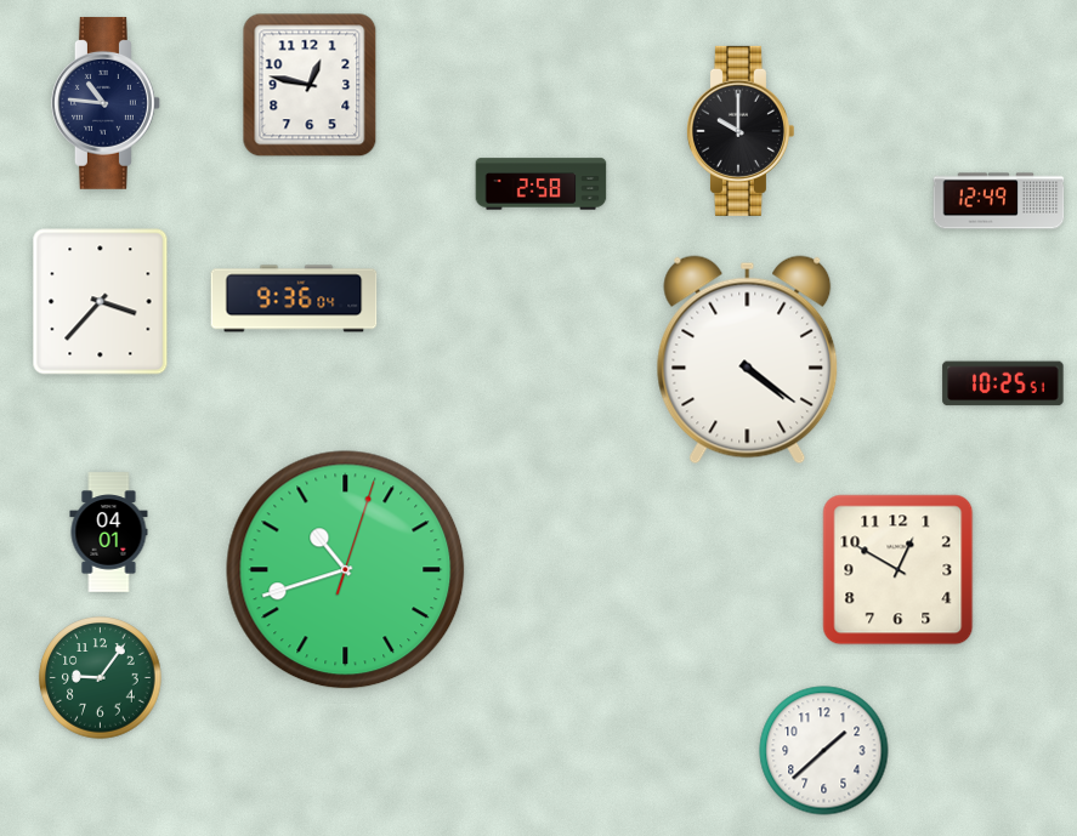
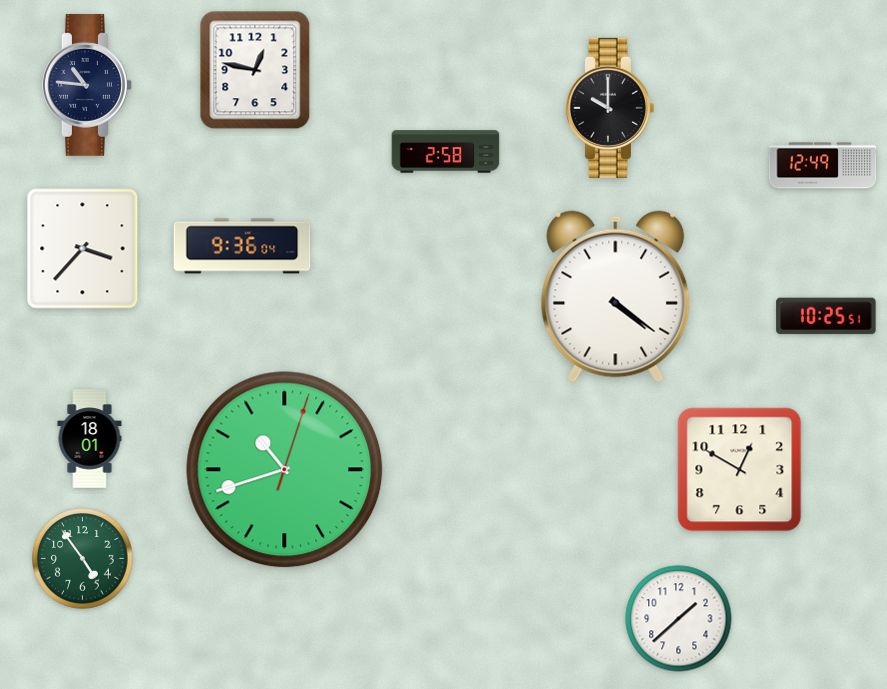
clock at (109, 533): 04:01 -> 18:01
clock at (101, 678): 9:06 -> 4:54
